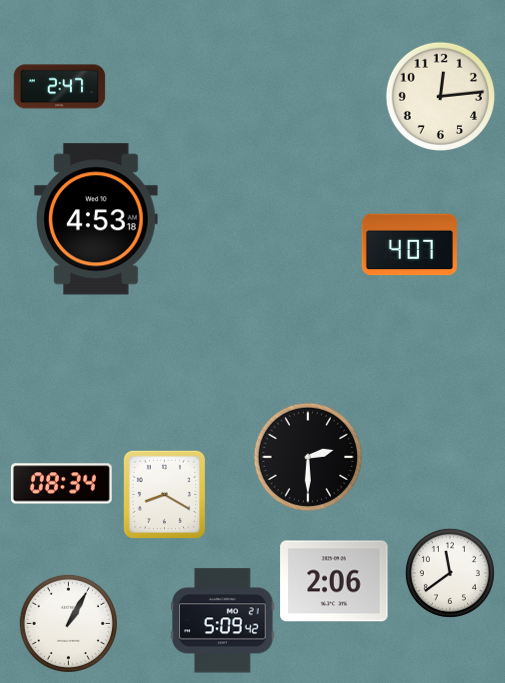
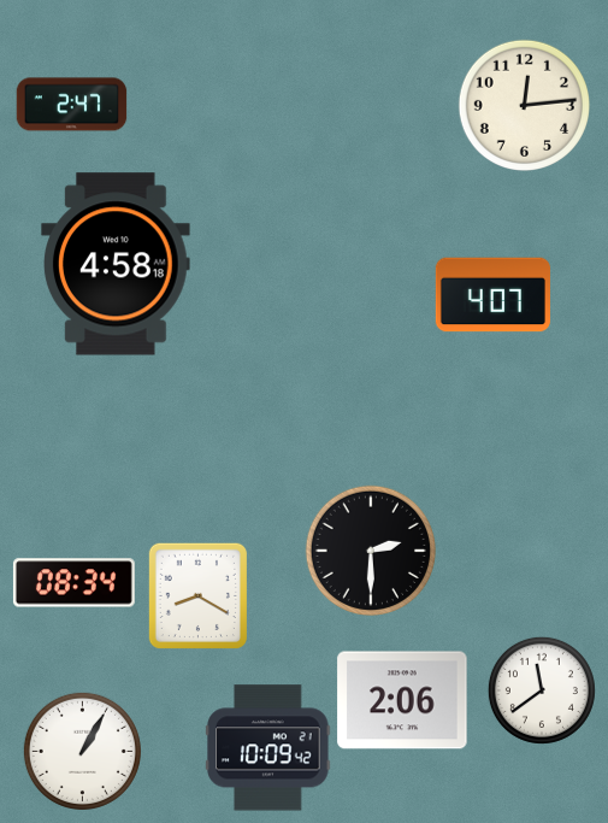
clock at (440, 96) position: (440, 96) -> (524, 105)
clock at (97, 219): 4:53 -> 4:58
clock at (223, 621): 5:09 -> 10:09
